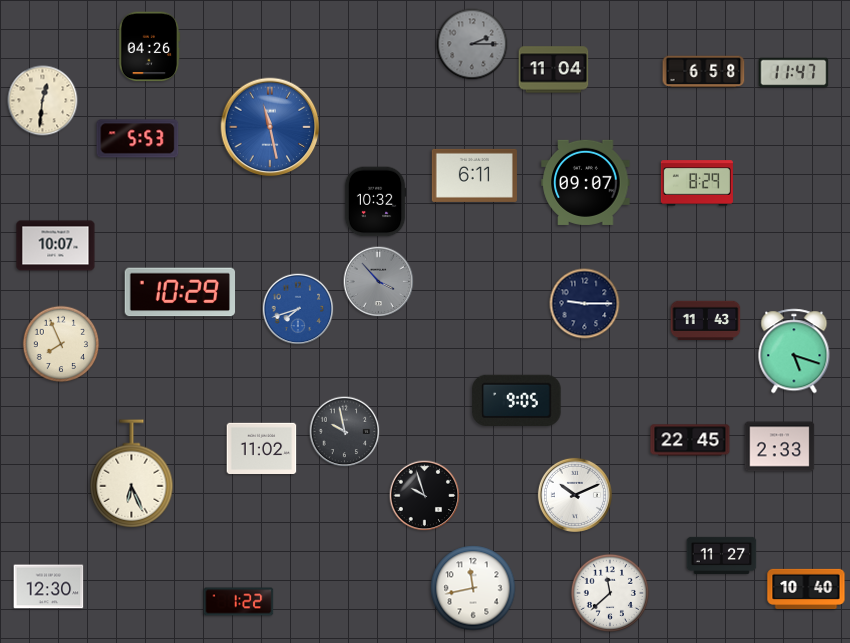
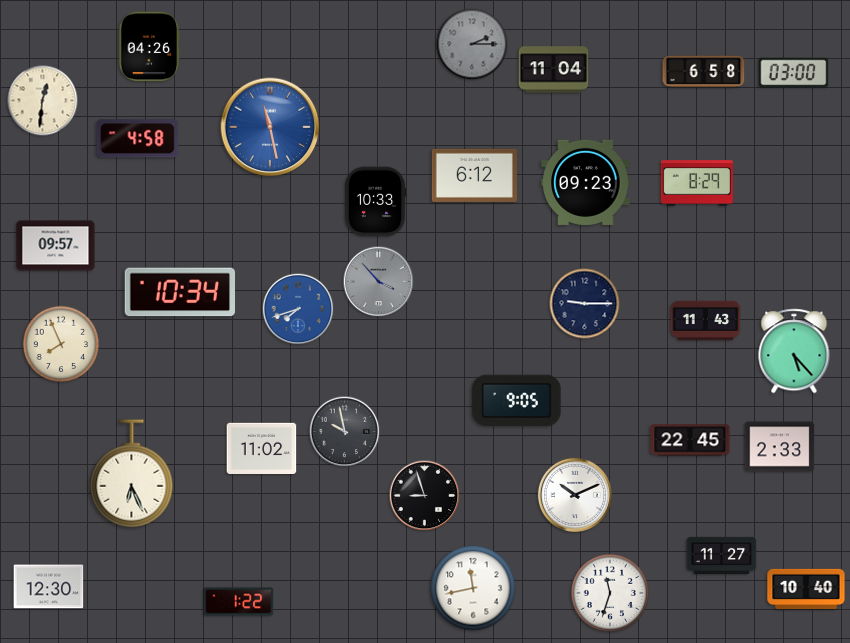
clock at (794, 73): 11:47 -> 03:00
clock at (138, 139): 5:53 -> 4:58
clock at (474, 175): 6:11 -> 6:12
clock at (586, 182): 09:07 -> 09:23
clock at (375, 202): 10:32 -> 10:33
clock at (56, 246): 10:07 -> 09:57
clock at (180, 292): 10:29 -> 10:34
clock at (794, 351): 5:18 -> 5:23
clock at (425, 496): 9:57 -> 8:57
clock at (610, 593): 11:38 -> 11:33
